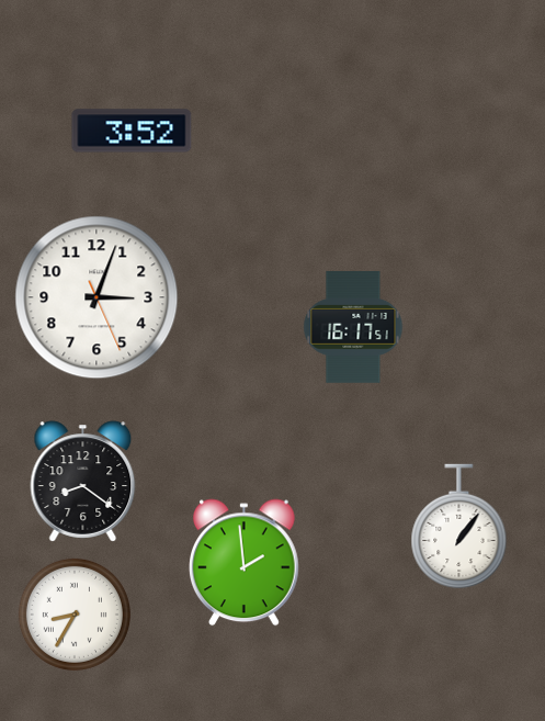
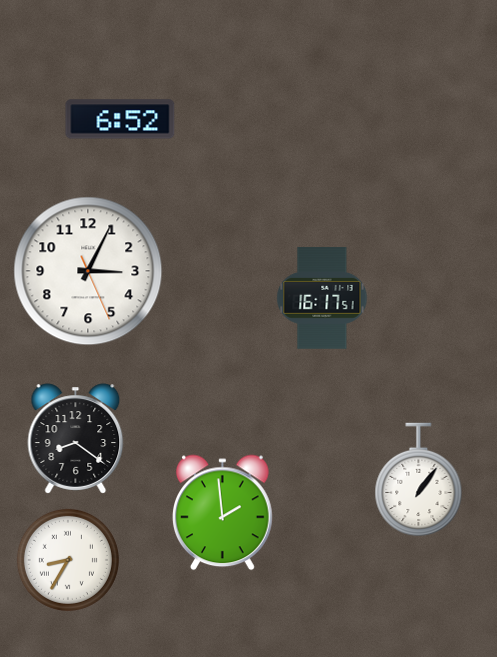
clock at (132, 131): 3:52 -> 6:52
clock at (96, 297): 3:03 -> 3:04
